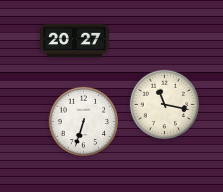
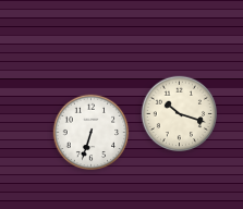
clock at (74, 41): 20:27 -> none
clock at (165, 105): 11:17 -> 10:18
